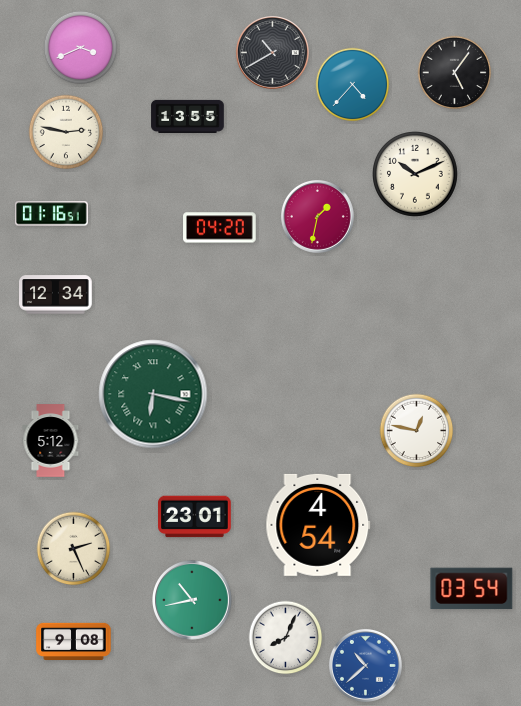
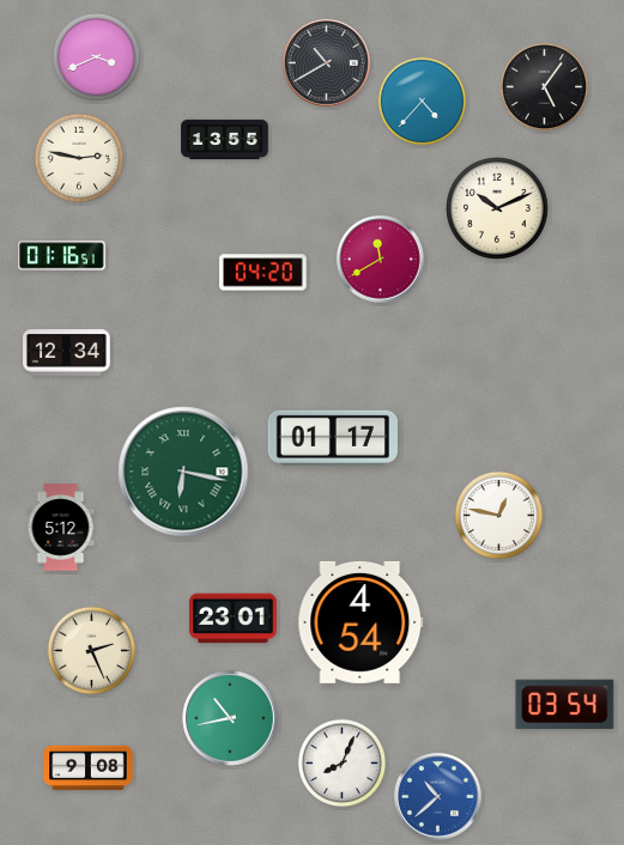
clock at (317, 216): 1:32 -> 11:40
clock at (333, 438): none -> 01:17
clock at (318, 525) position: (318, 525) -> (361, 622)
clock at (74, 549) position: (74, 549) -> (92, 651)
